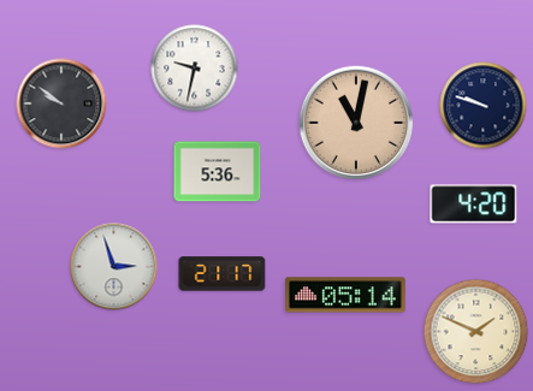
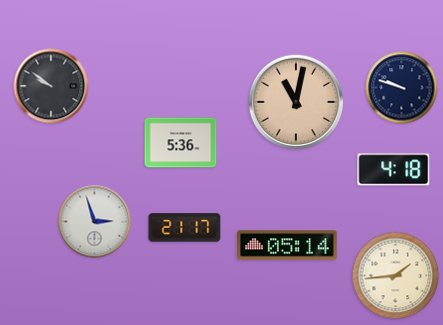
clock at (195, 69): 9:32 -> none
clock at (474, 205): 4:20 -> 4:18
clock at (476, 332): 1:49 -> 1:44
